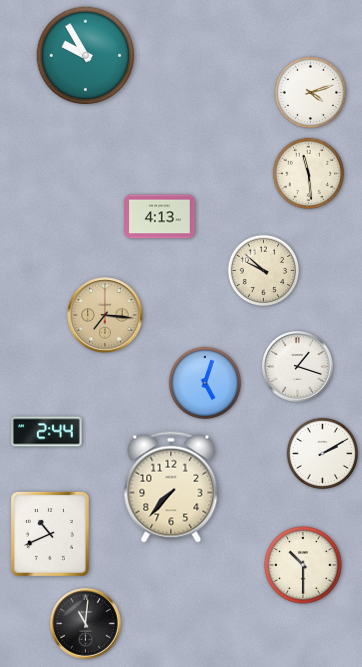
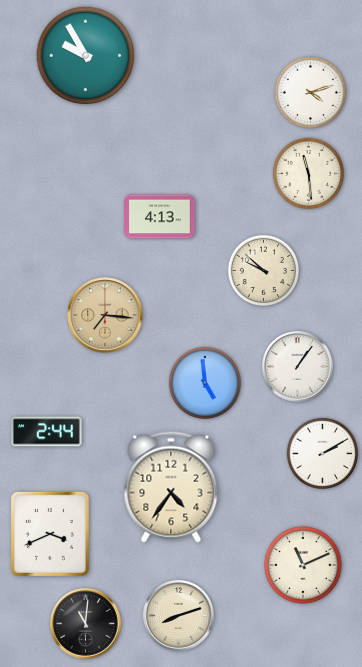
clock at (298, 367): 1:18 -> 1:06
clock at (205, 383): 5:03 -> 4:59
clock at (171, 487): 7:37 -> 4:36
clock at (50, 534): 10:41 -> 3:41
clock at (303, 565): 10:30 -> 11:11
clock at (179, 616): none -> 8:12
